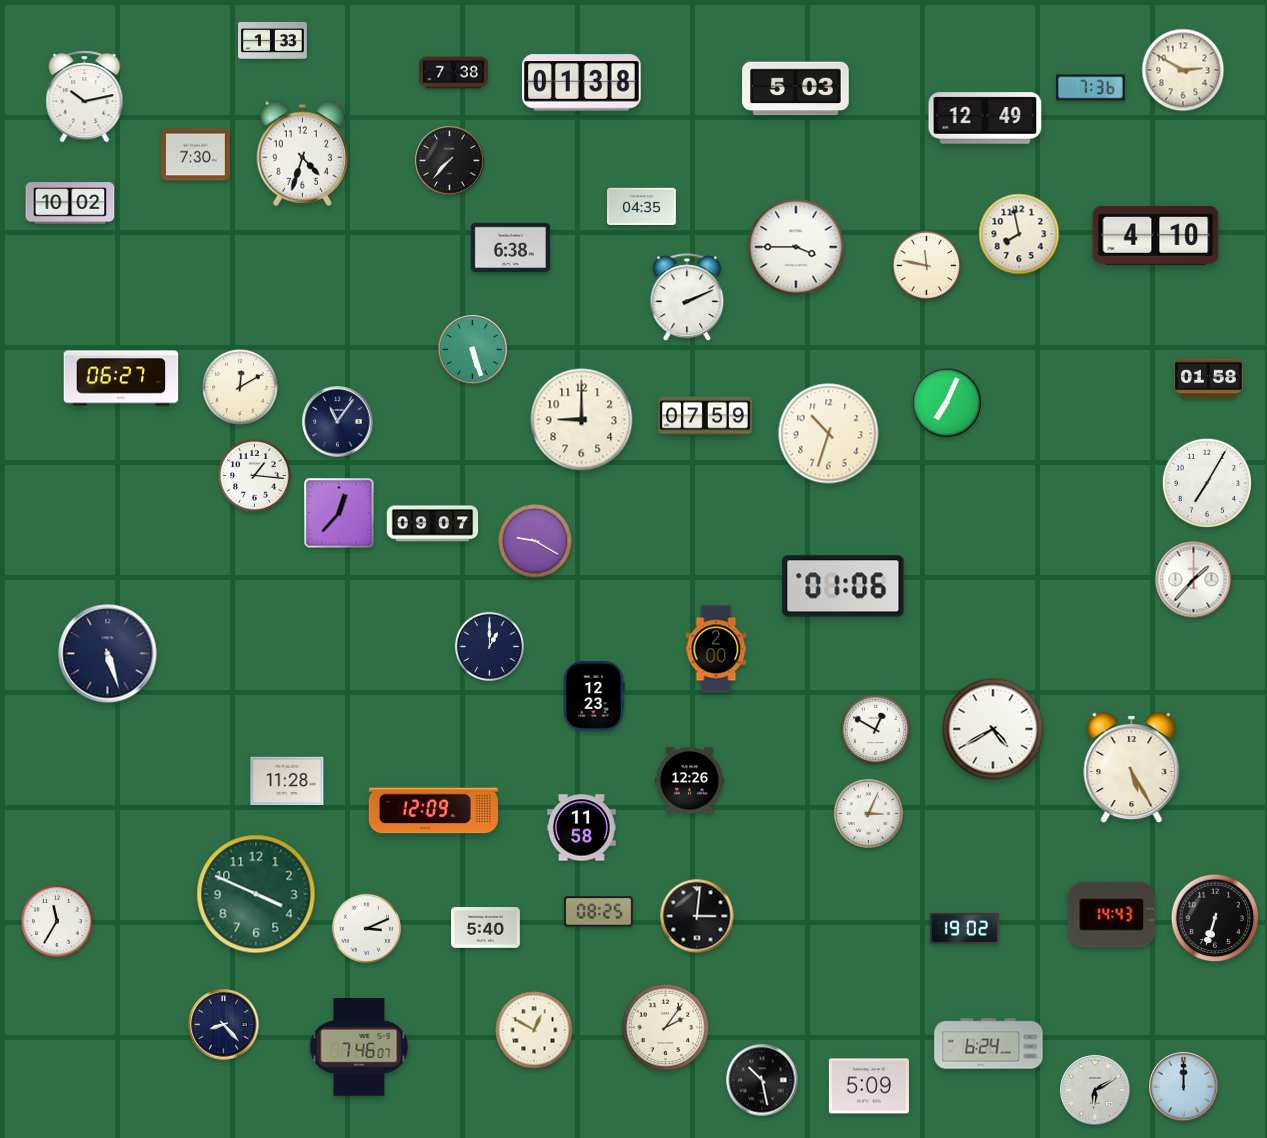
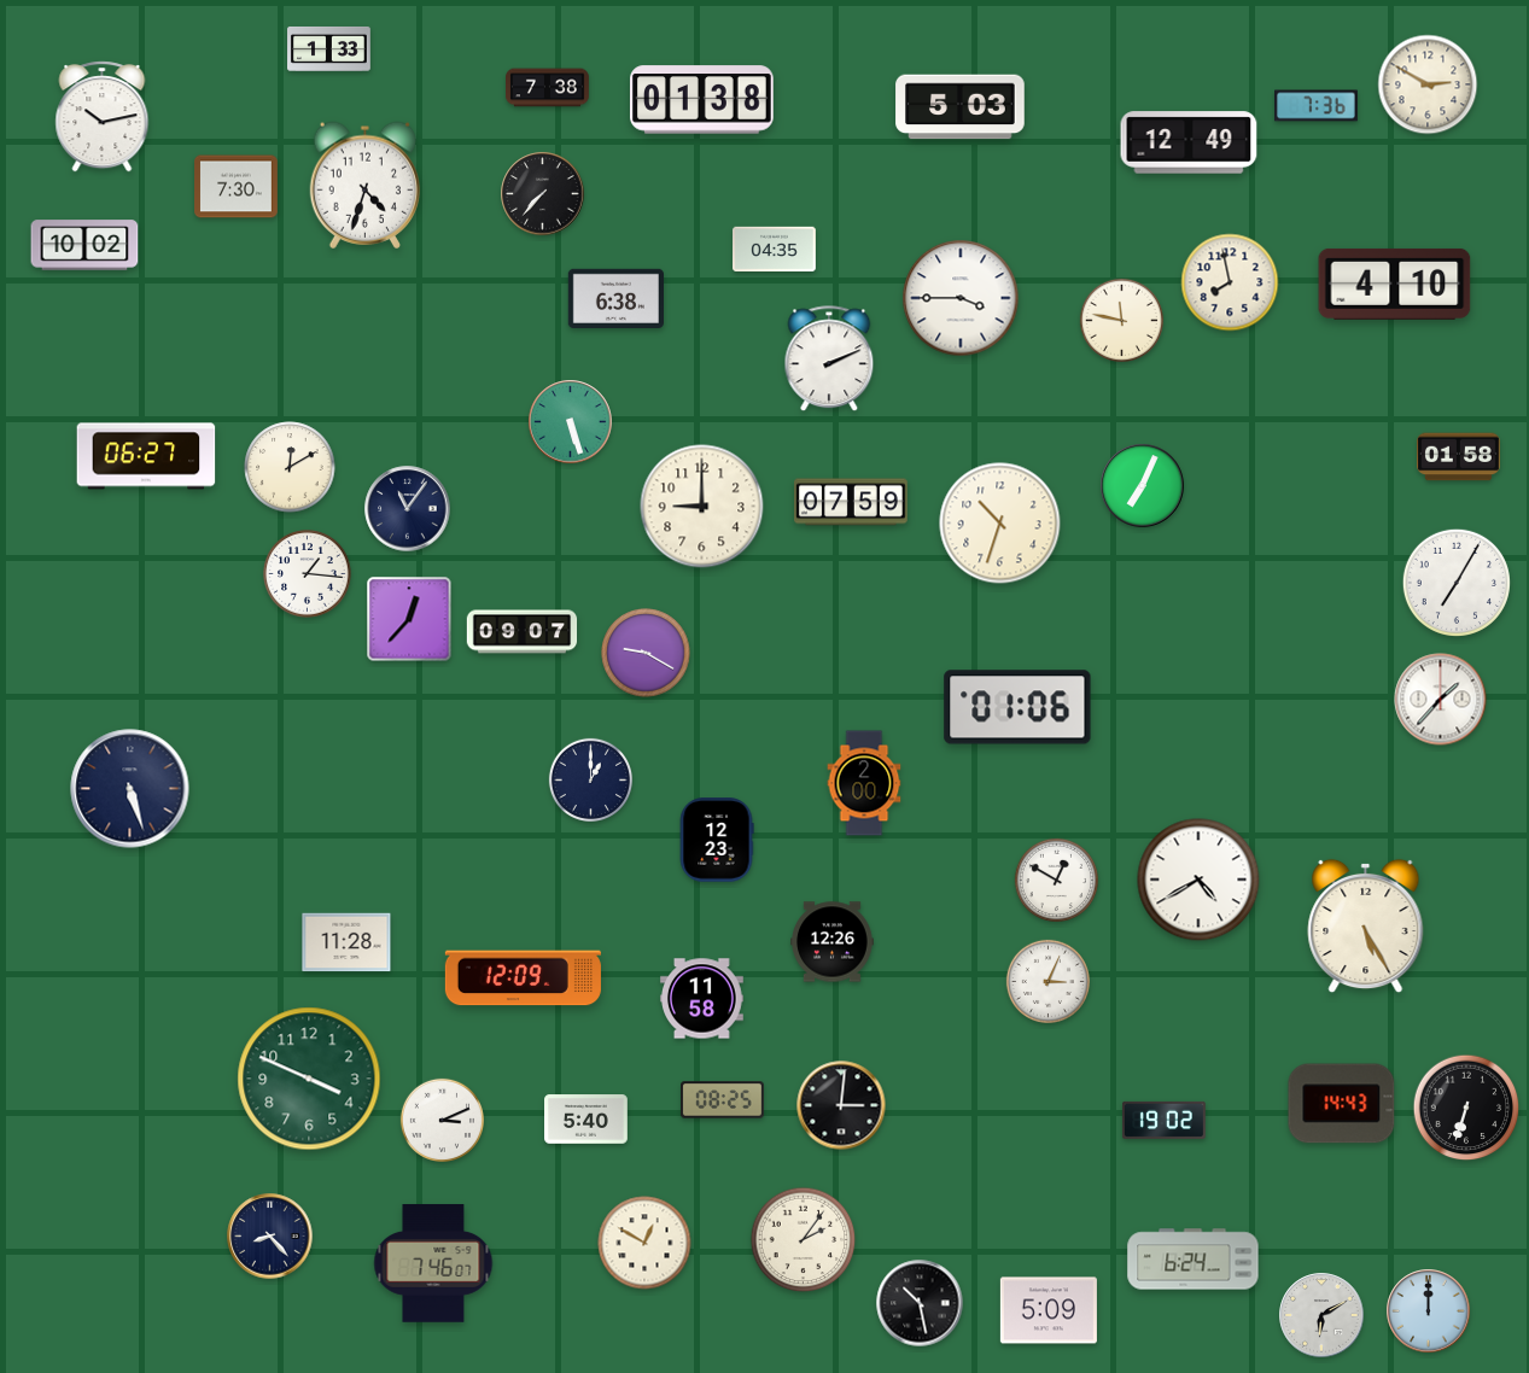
clock at (926, 265) position: (926, 265) -> (1121, 320)
clock at (58, 922): 11:35 -> none
